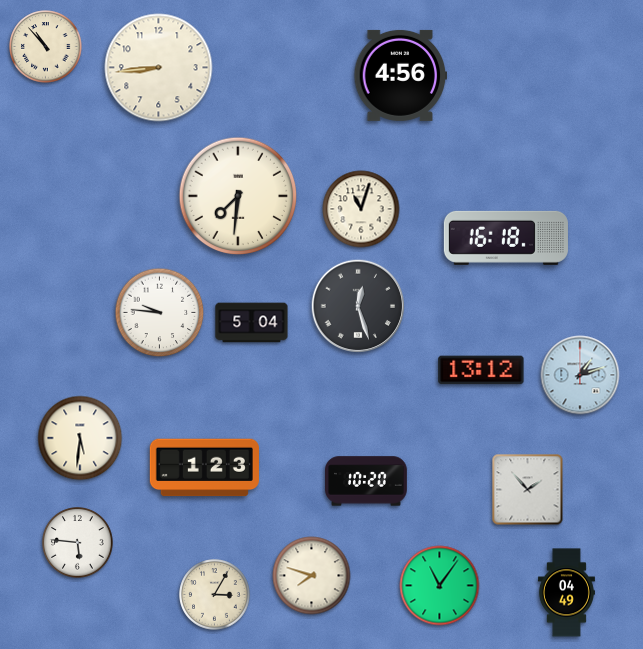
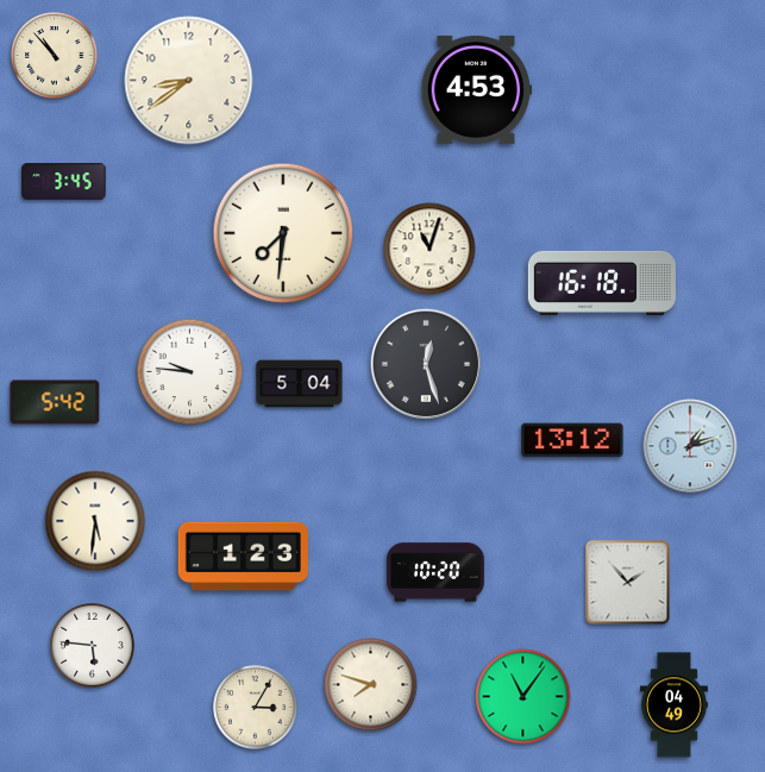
clock at (159, 68): 8:44 -> 8:39
clock at (401, 75): 4:56 -> 4:53
clock at (64, 182): none -> 3:45
clock at (55, 402): none -> 5:42
